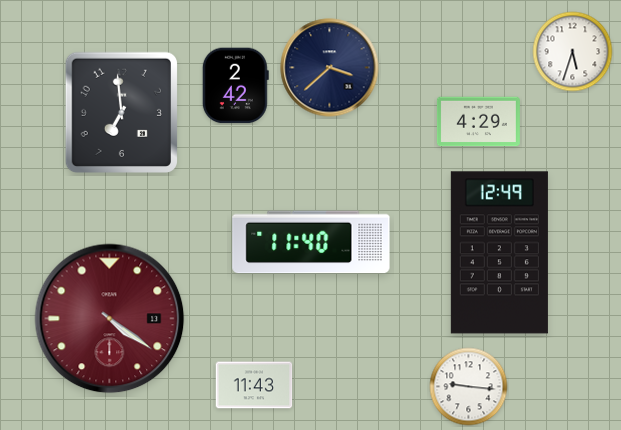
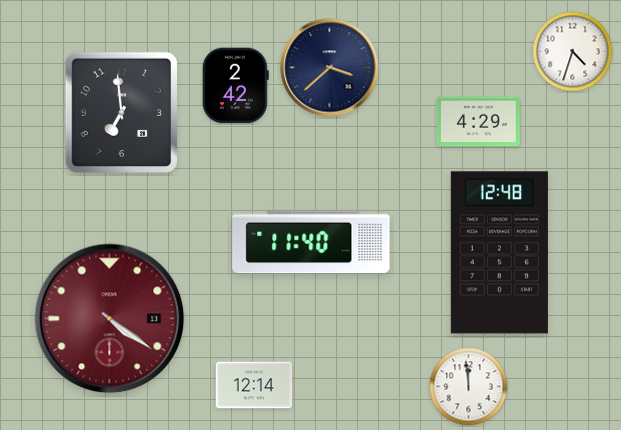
clock at (573, 52): 5:33 -> 4:33
clock at (499, 253): 12:49 -> 12:48
clock at (254, 385): 11:43 -> 12:14
clock at (469, 387): 9:16 -> 11:59
